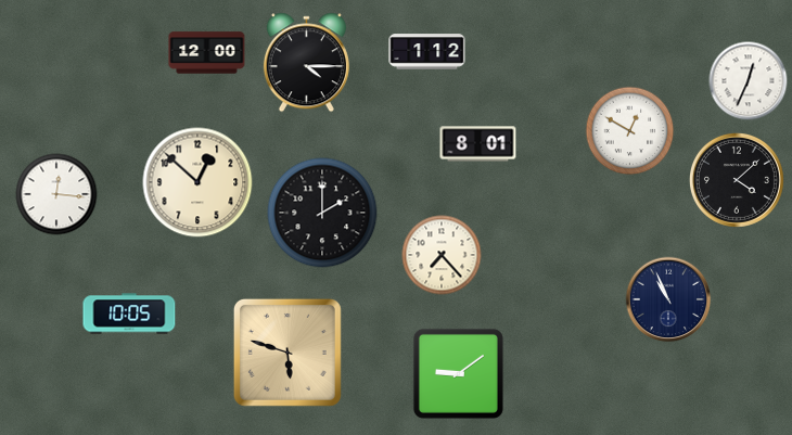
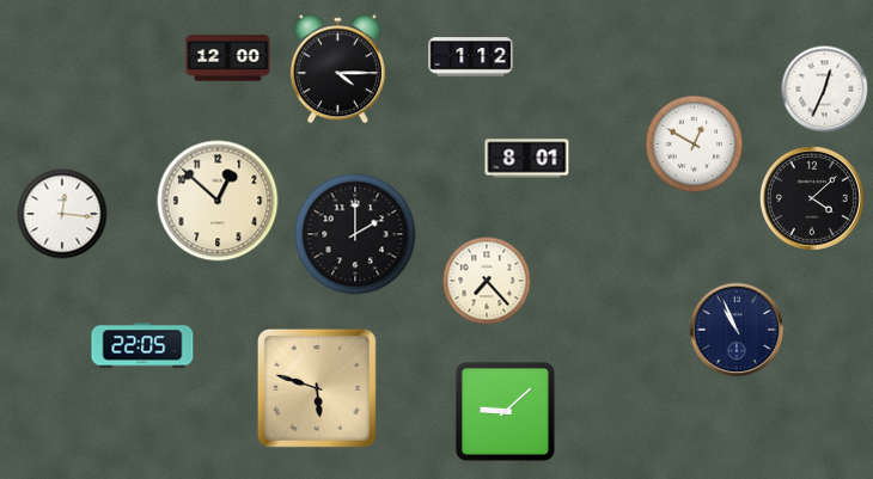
clock at (129, 314): 10:05 -> 22:05
clock at (458, 373): 9:09 -> 9:08
